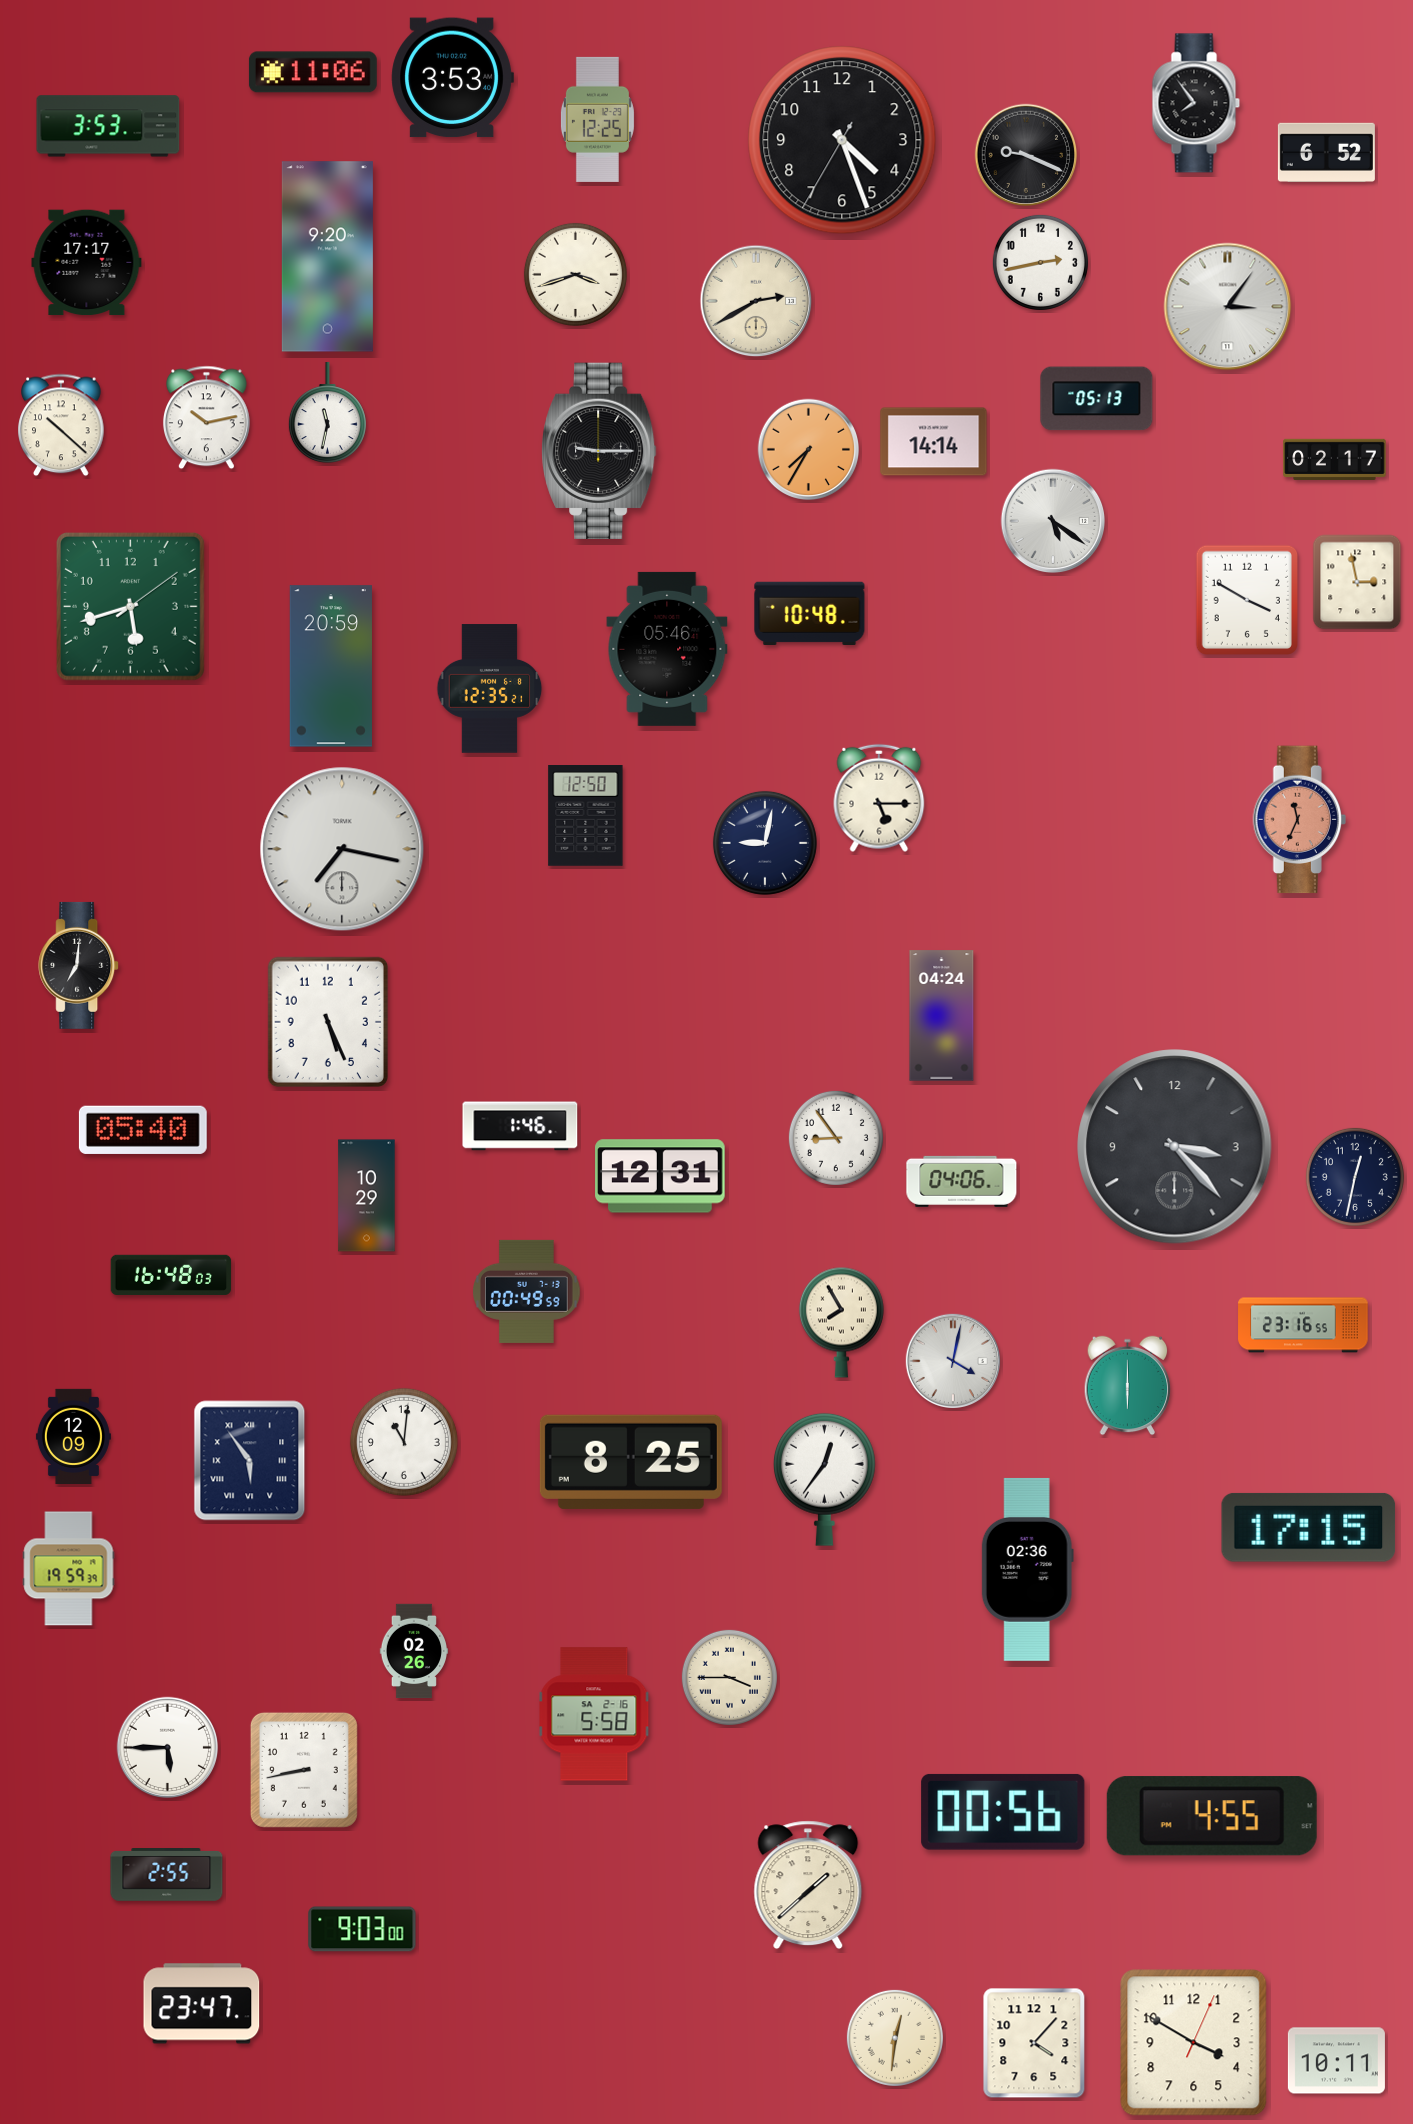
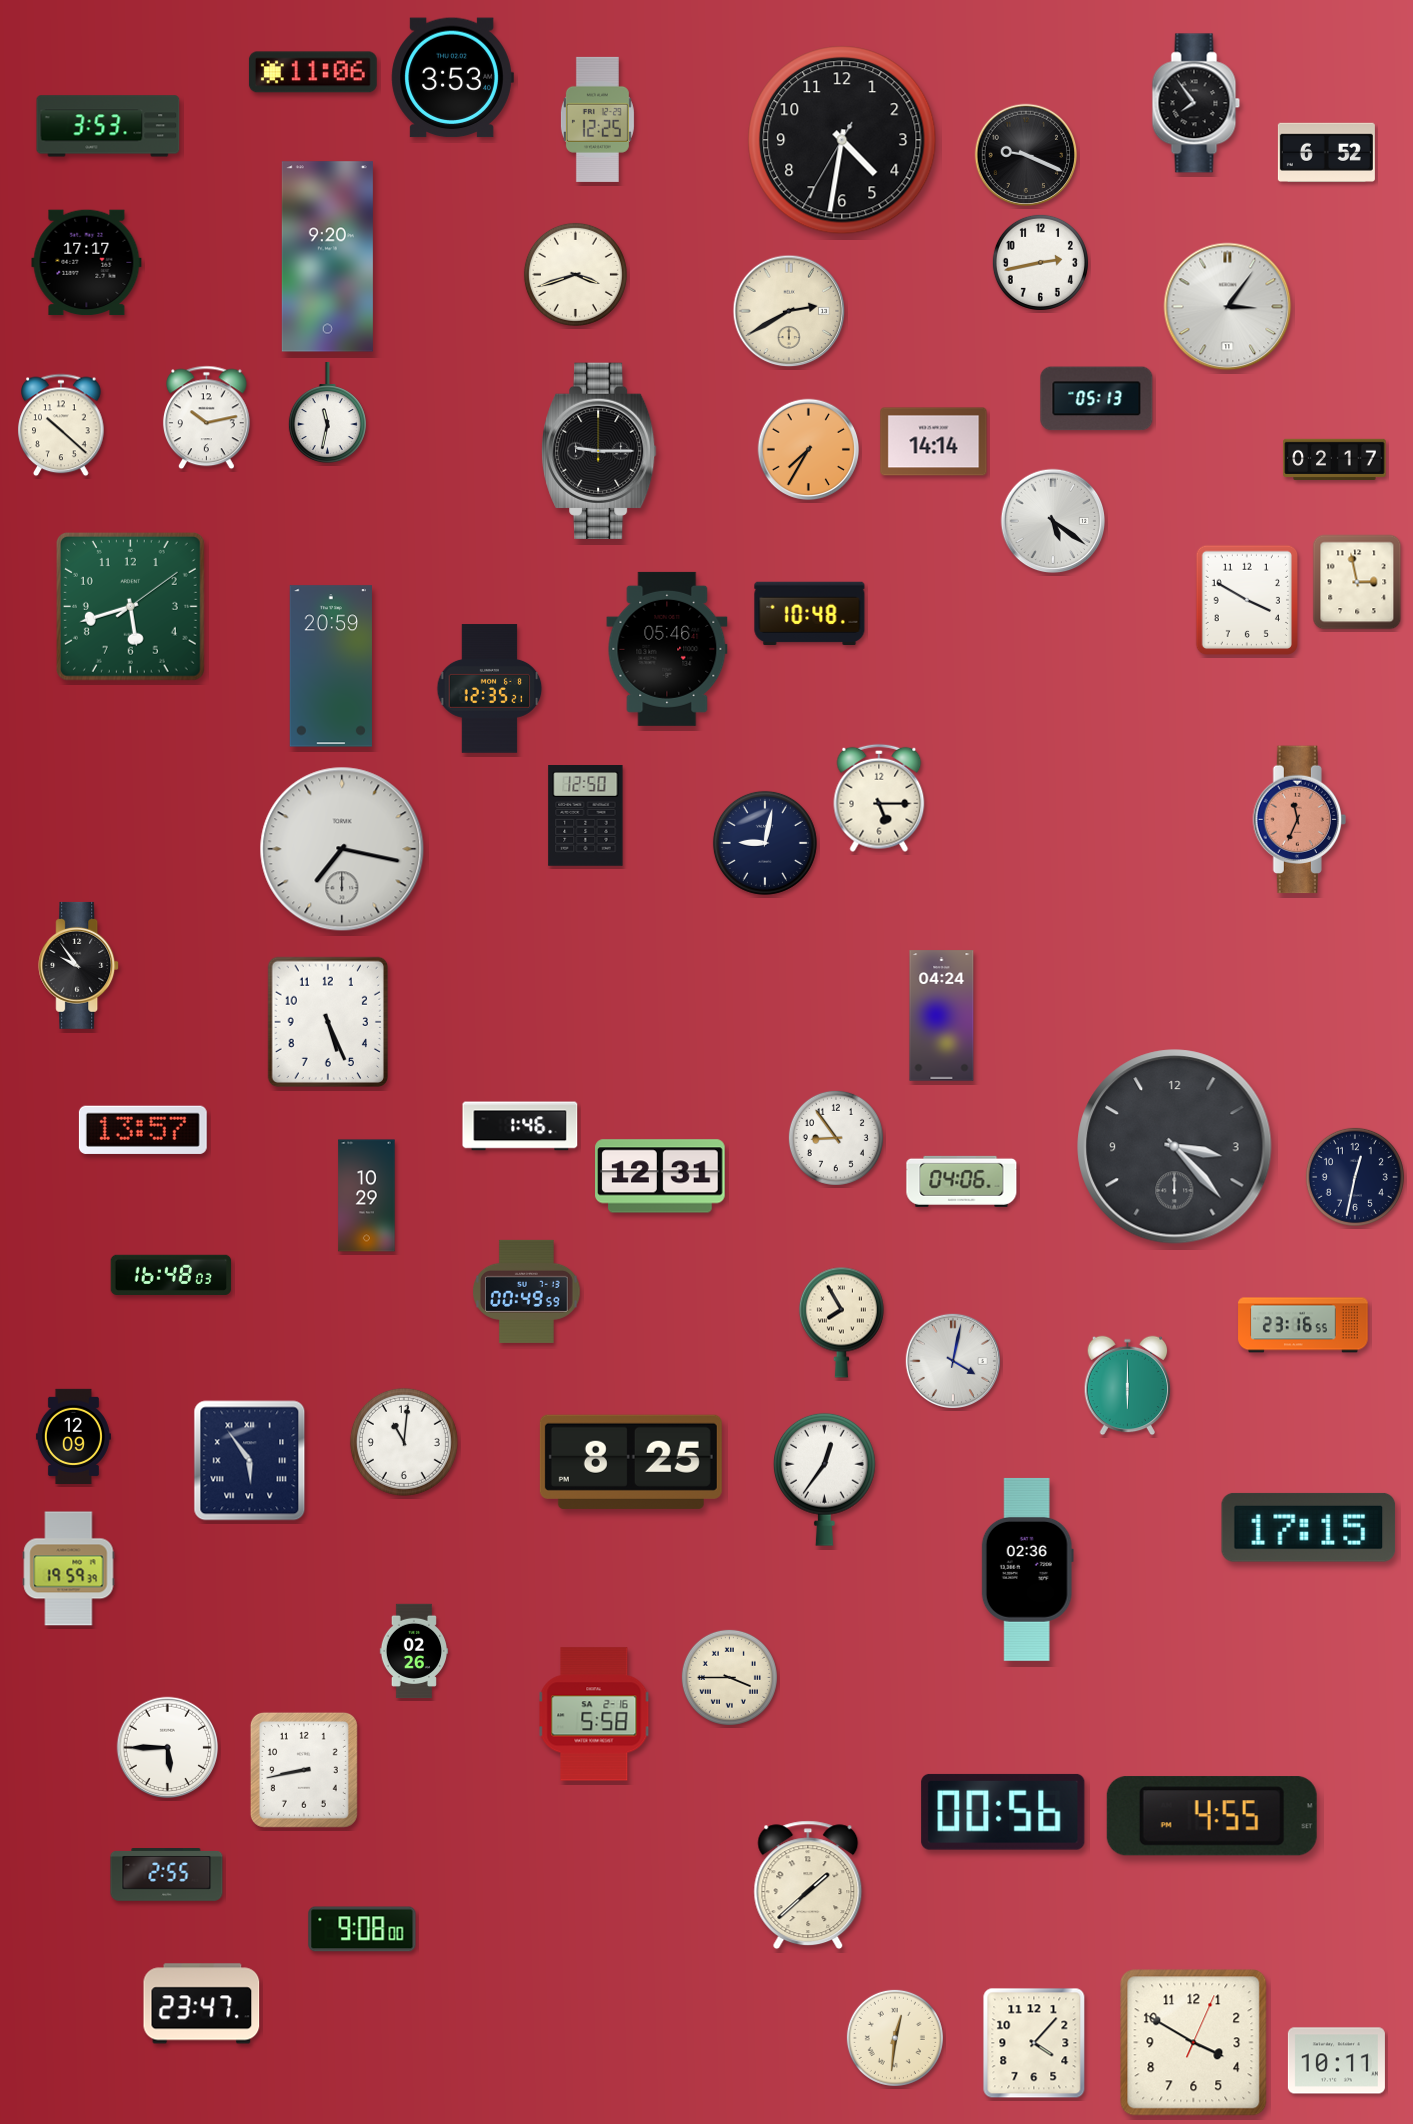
clock at (842, 140): 4:26 -> 4:31
clock at (756, 301) position: (756, 301) -> (789, 311)
clock at (79, 965): 7:01 -> 9:54
clock at (143, 1130): 05:40 -> 13:57
clock at (362, 1929): 9:03 -> 9:08
